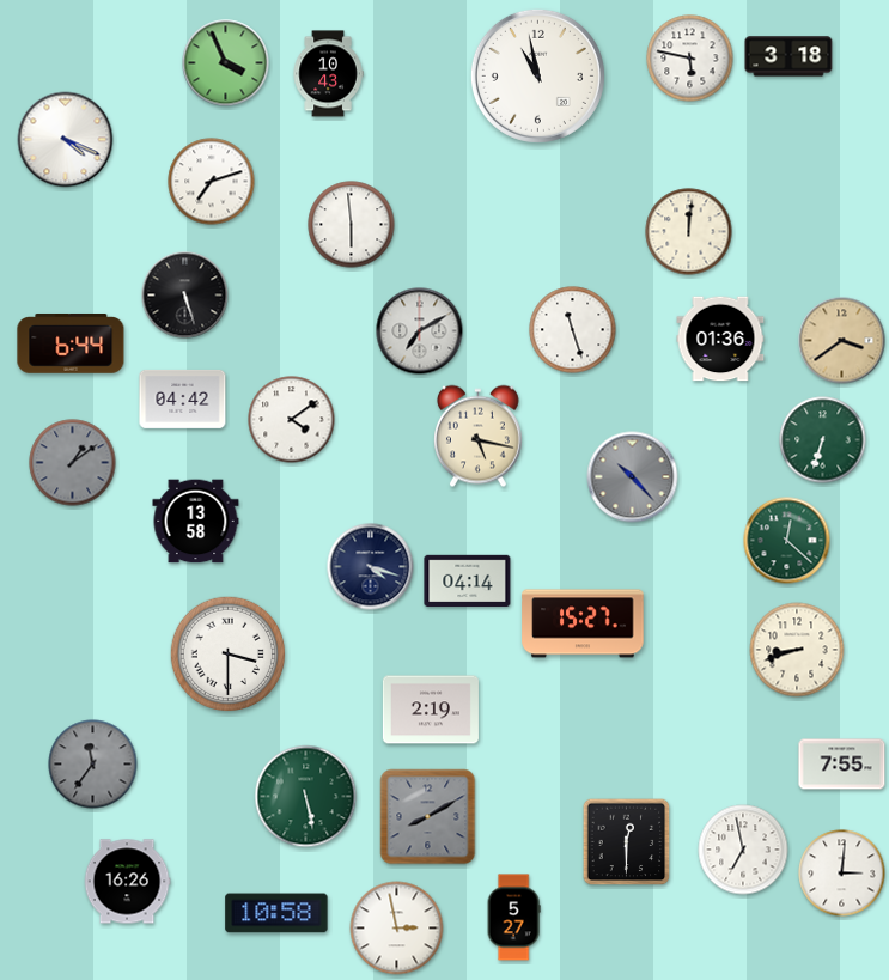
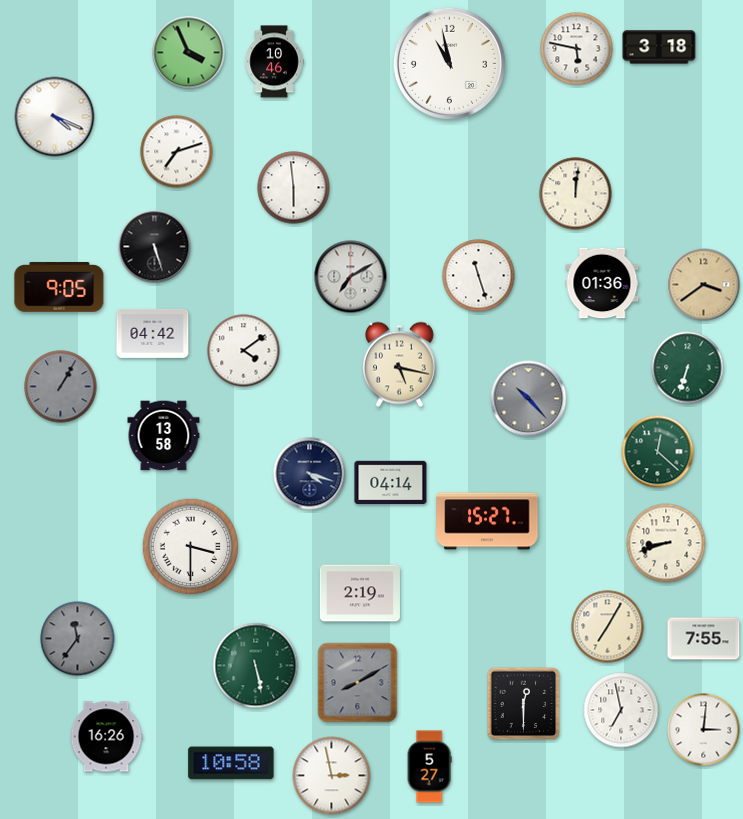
clock at (328, 74): 10:43 -> 10:46
clock at (71, 345): 6:44 -> 9:05
clock at (73, 463): 1:09 -> 1:05
clock at (468, 580) position: (468, 580) -> (391, 482)
clock at (608, 627): none -> 7:05
